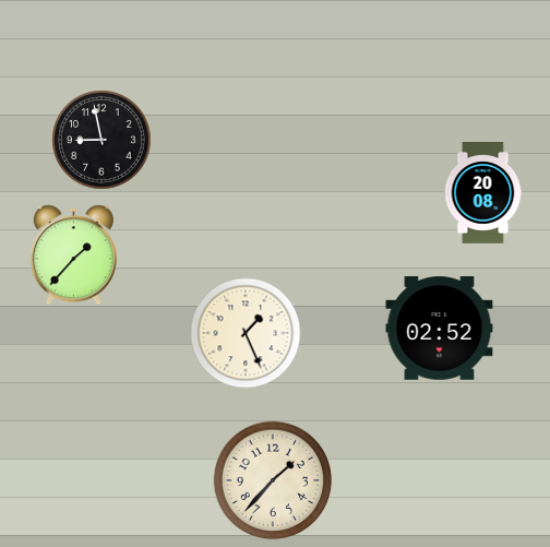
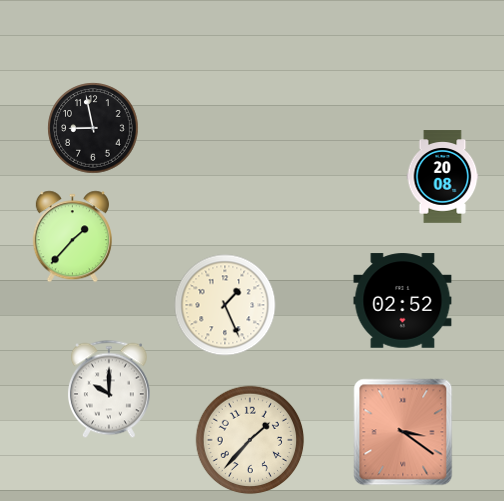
clock at (73, 255) position: (73, 255) -> (72, 237)
clock at (109, 389): none -> 10:00
clock at (403, 432): none -> 3:21
